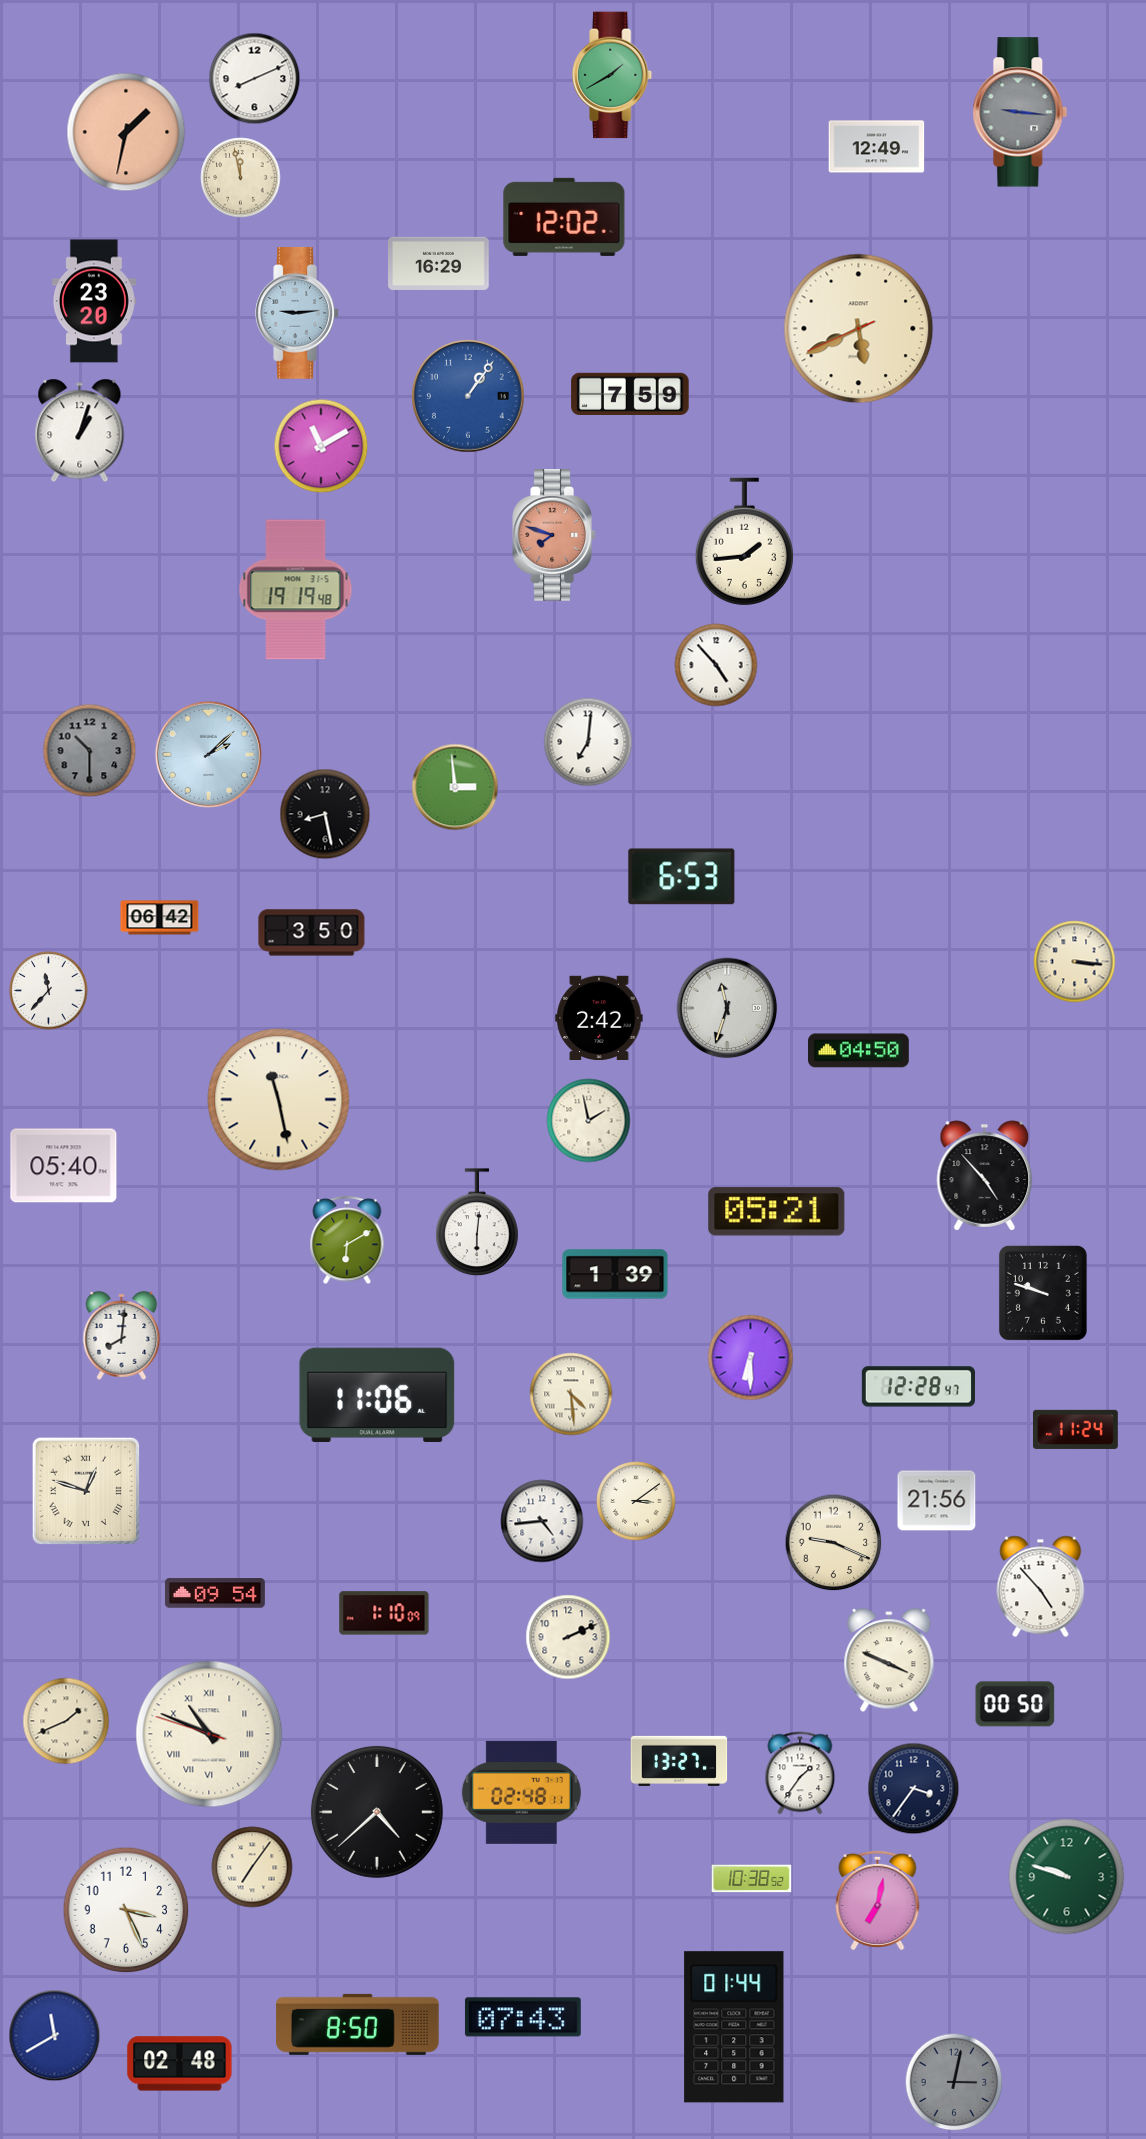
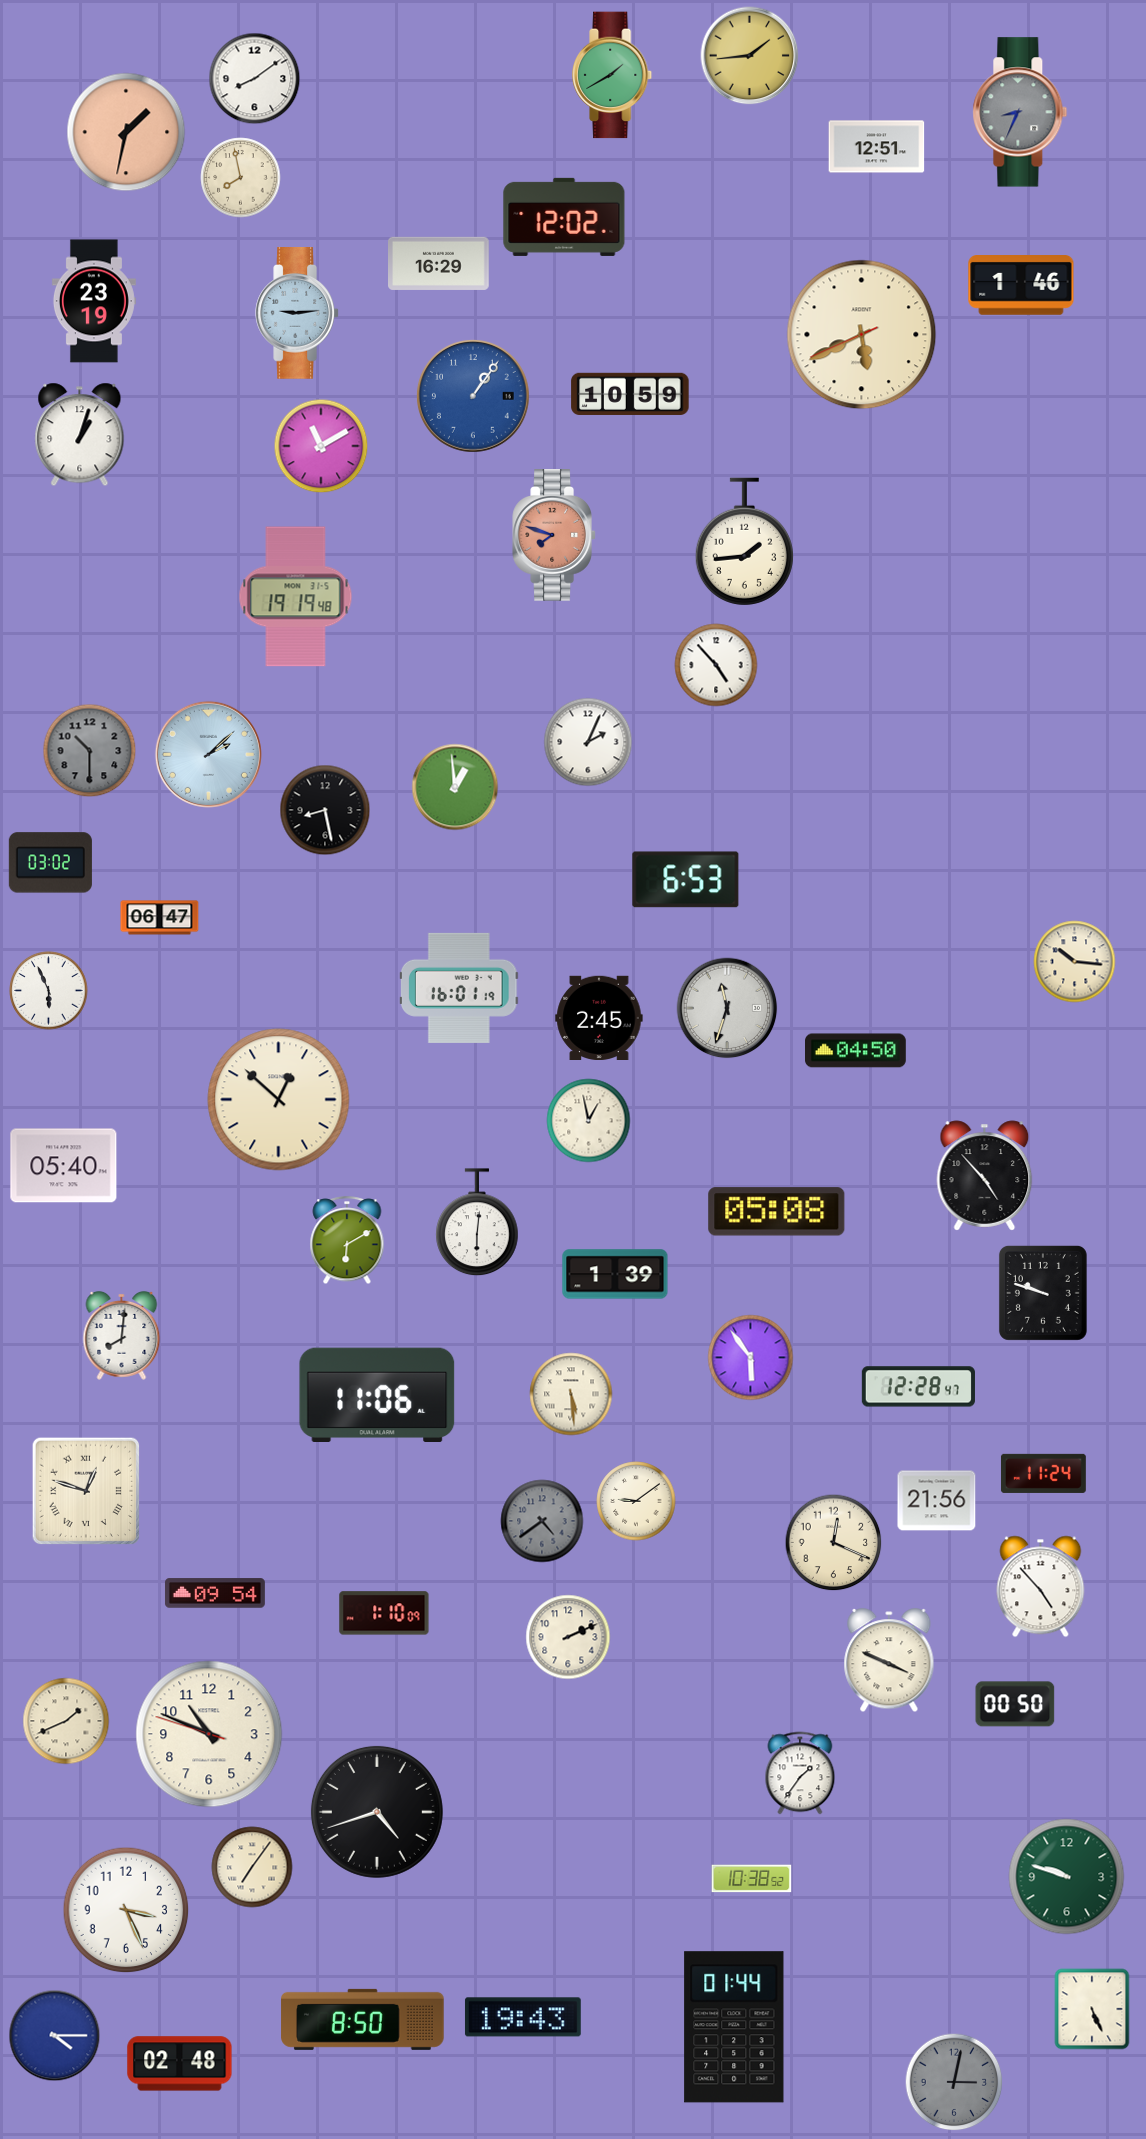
clock at (750, 56): none -> 1:44
clock at (255, 79): 8:11 -> 8:09
clock at (1020, 112): 9:16 -> 8:34
clock at (877, 147): 12:49 -> 12:51
clock at (241, 178): 11:58 -> 7:58
clock at (1021, 286): none -> 1:46
clock at (94, 301): 23:20 -> 23:19
clock at (859, 329) position: (859, 329) -> (862, 335)
clock at (630, 394): 7:59 -> 10:59
clock at (468, 396) position: (468, 396) -> (473, 396)
clock at (80, 431) position: (80, 431) -> (80, 435)
clock at (296, 590) position: (296, 590) -> (296, 597)
clock at (588, 742): 7:01 -> 2:04
clock at (455, 787): 2:59 -> 12:59
clock at (325, 814) position: (325, 814) -> (325, 810)
clock at (50, 863): none -> 03:02
clock at (682, 877) position: (682, 877) -> (686, 880)
clock at (160, 918): 06:42 -> 06:47
clock at (312, 933): 3:50 -> none
clock at (1075, 962): 3:16 -> 10:16
clock at (459, 988): none -> 16:01
clock at (49, 991): 11:37 -> 5:56
clock at (599, 1017): 2:42 -> 2:45
clock at (859, 1051) position: (859, 1051) -> (856, 1051)
clock at (279, 1100): 11:28 -> 12:52
clock at (589, 1121): 1:58 -> 12:58
clock at (777, 1212): 05:21 -> 05:08
clock at (751, 1358): 6:30 -> 5:54
clock at (571, 1394): 4:29 -> 5:29
clock at (1075, 1429) position: (1075, 1429) -> (1043, 1473)
clock at (636, 1501): 3:09 -> 9:09
clock at (542, 1521): 4:44 -> 4:39
clock at (542, 1521) dial: white -> grey
clock at (834, 1543): 9:19 -> 12:19
clock at (209, 1734) numerals: Roman -> Arabic
clock at (679, 1761): 13:27 -> none
clock at (914, 1789): 3:36 -> none
clock at (521, 1792): 02:48 -> none
clock at (377, 1812): 4:38 -> 4:42
clock at (878, 1900): 7:02 -> none
clock at (1092, 2009): none -> 5:26
clock at (523, 2017): 07:43 -> 19:43
clock at (358, 2024) position: (358, 2024) -> (363, 2019)
clock at (55, 2036): 11:40 -> 4:15
